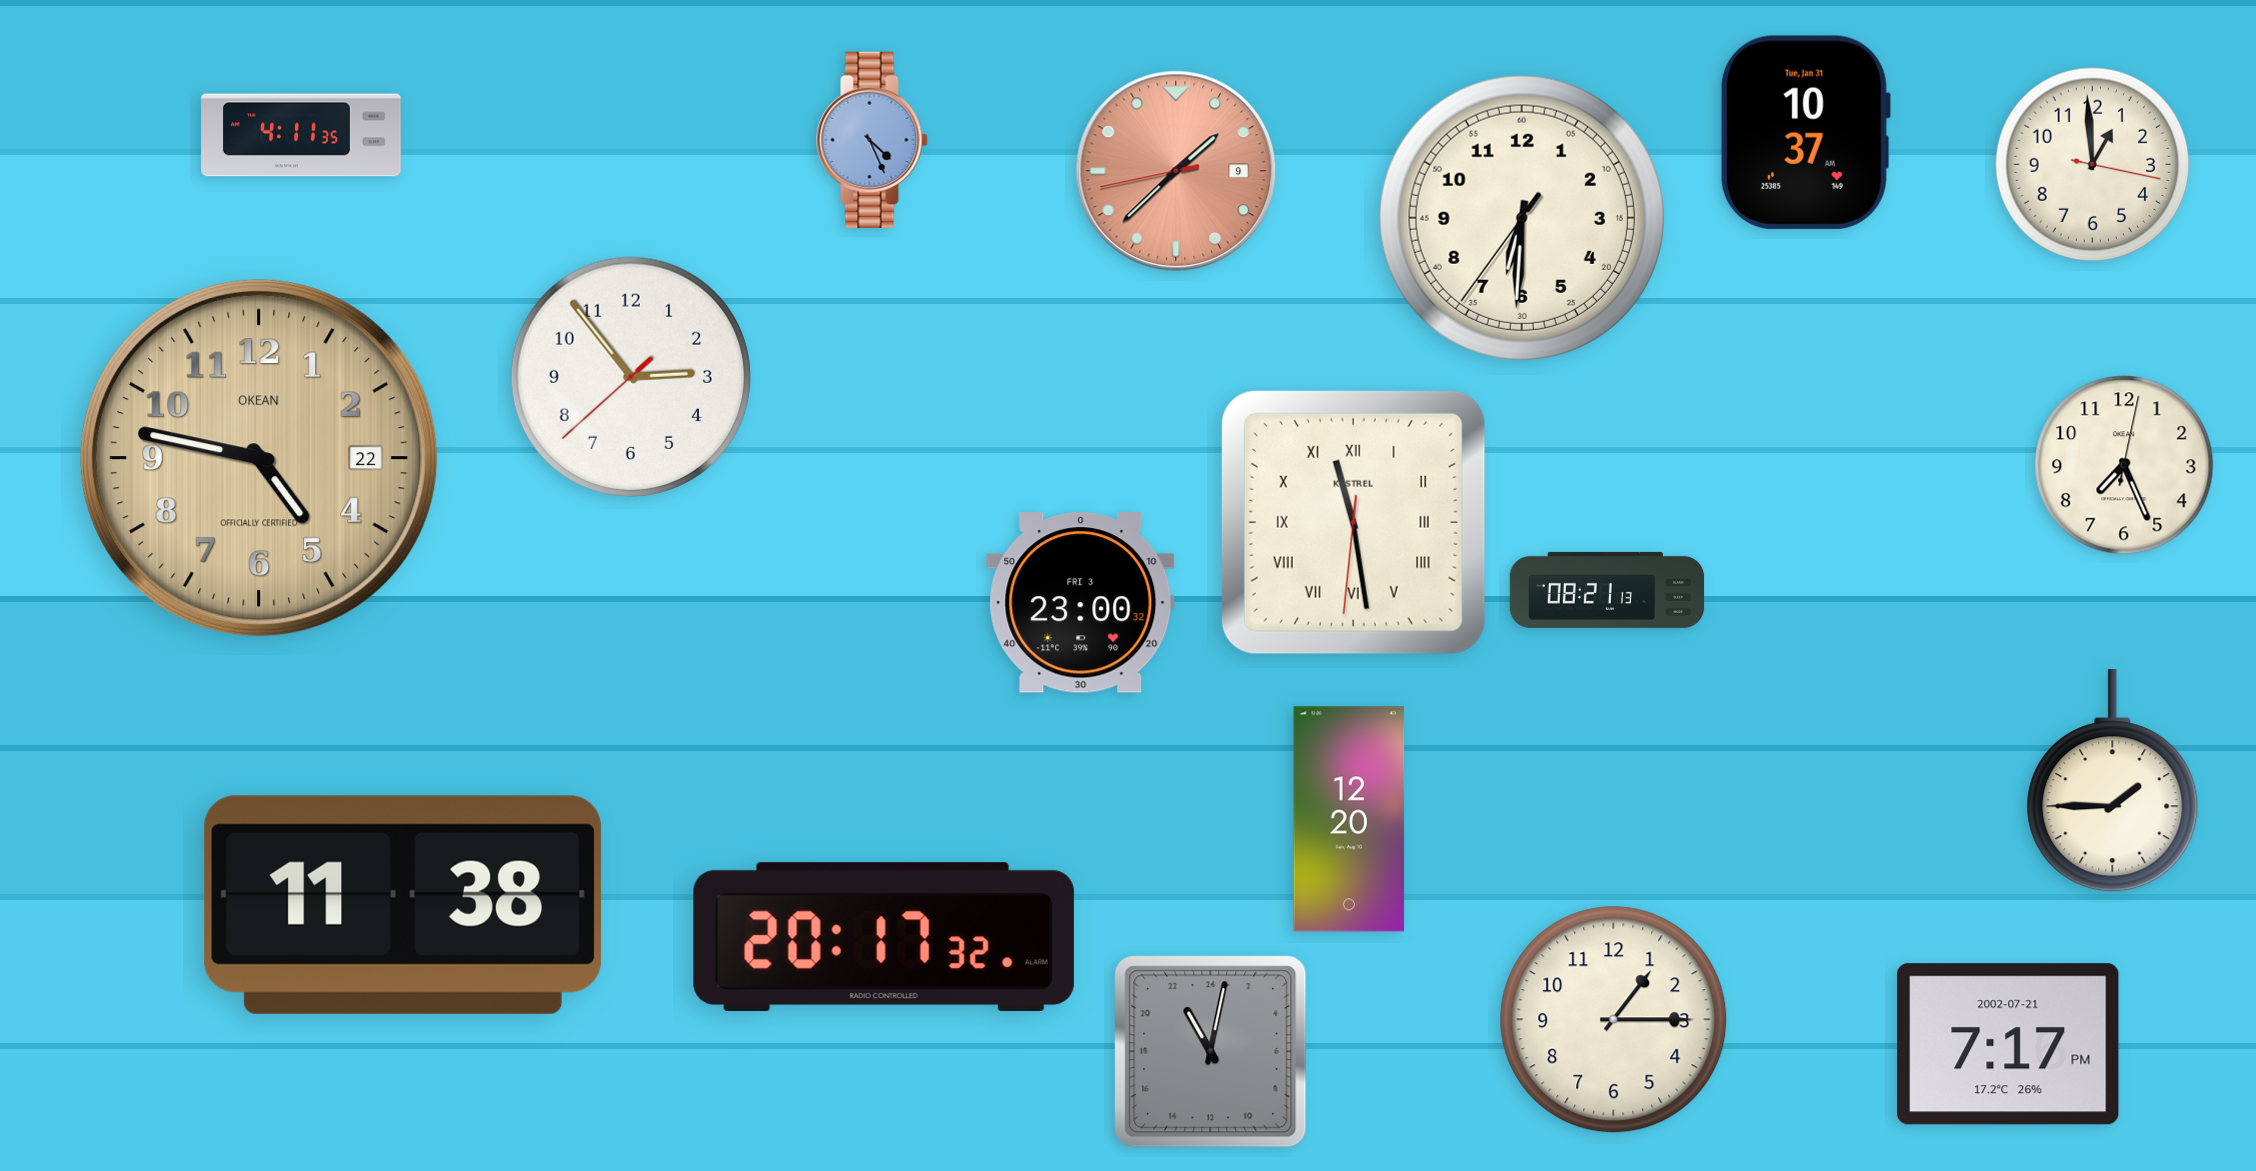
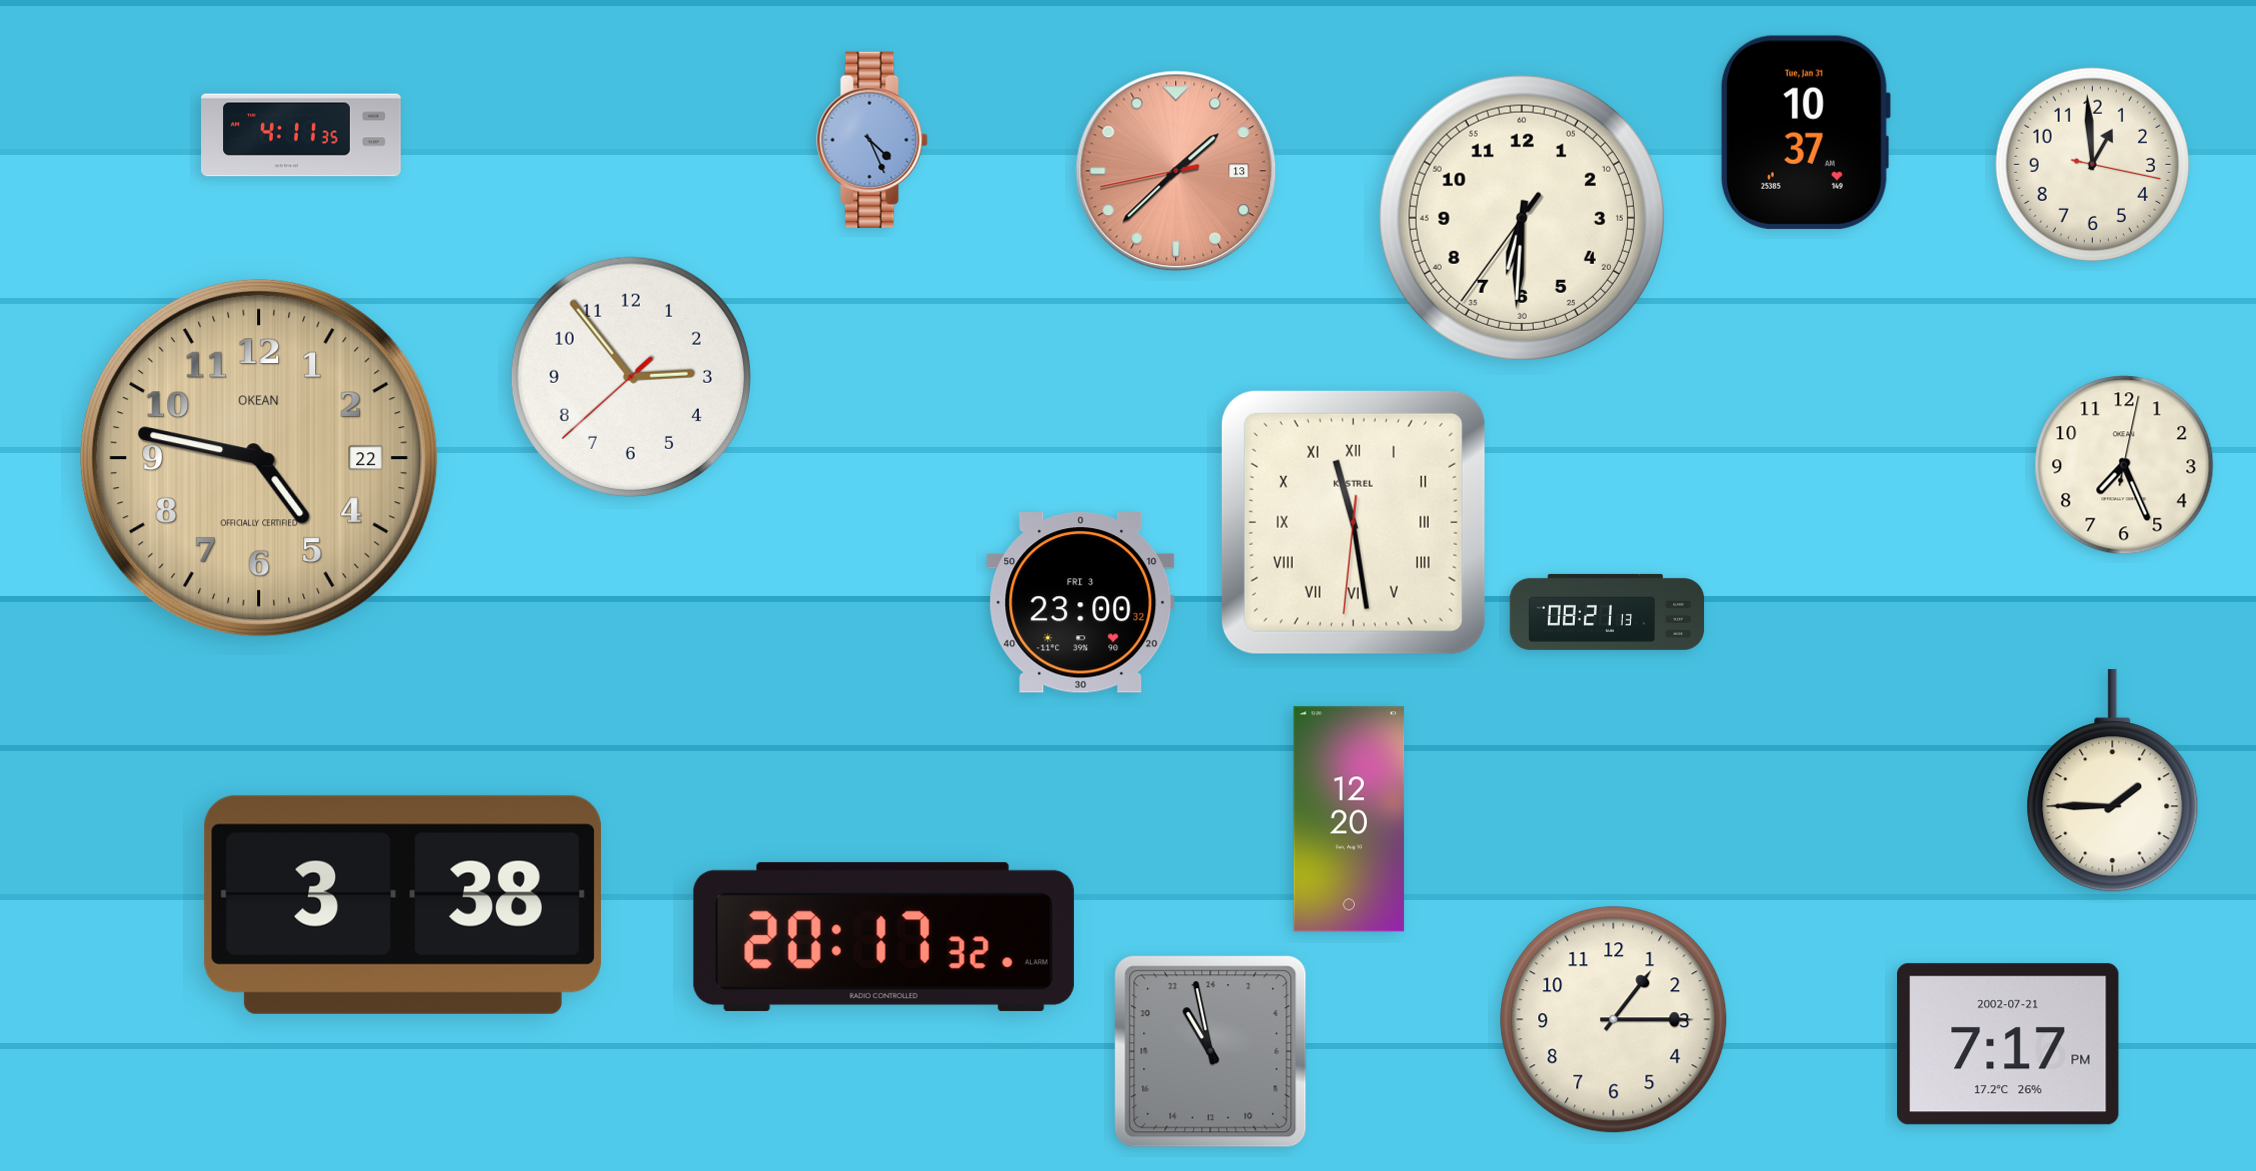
clock at (1176, 171) date: 9 -> 13
clock at (1607, 590) position: (1607, 590) -> (1607, 612)
clock at (403, 905): 11:38 -> 3:38
clock at (1211, 1052): 22:02 -> 21:58
